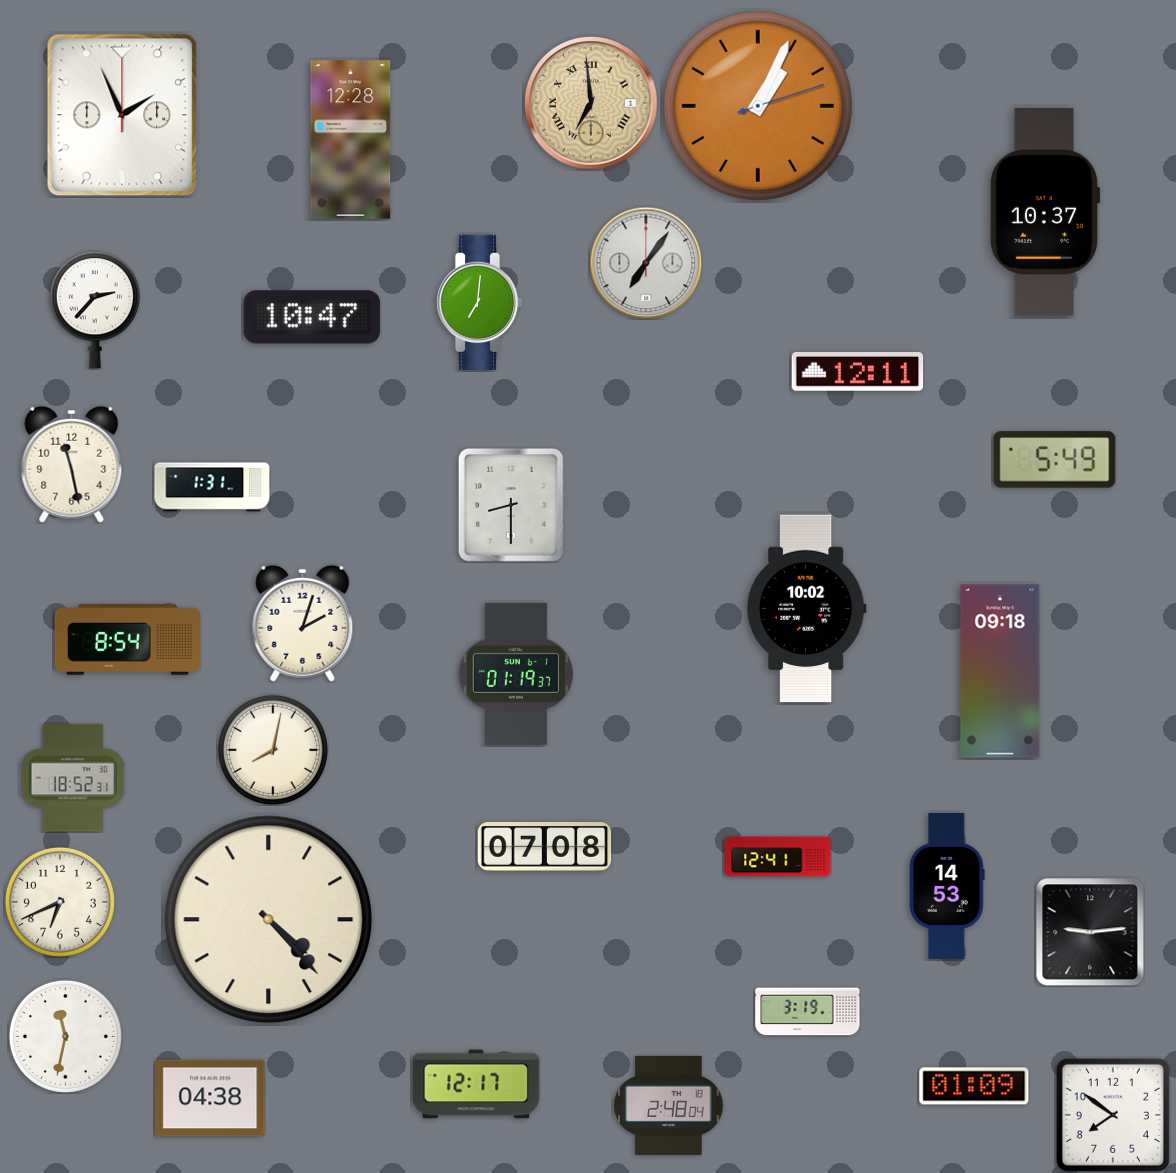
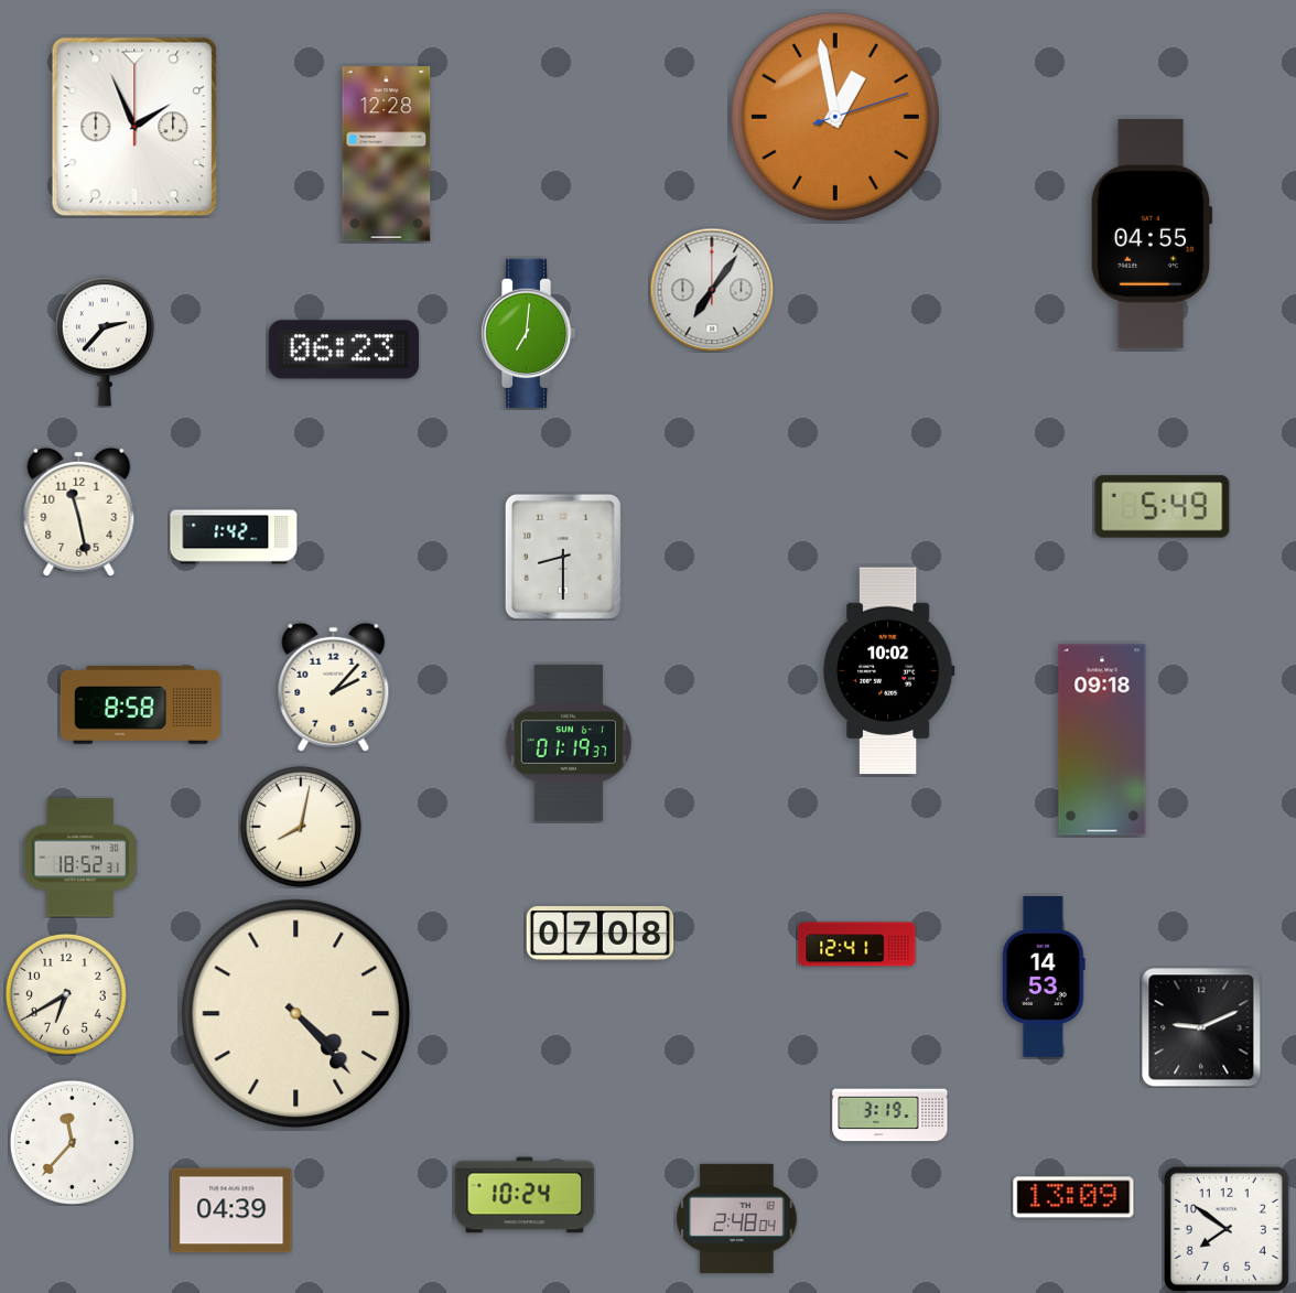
clock at (591, 103): 6:59 -> none
clock at (758, 106): 1:04 -> 12:58
clock at (1045, 212): 10:37 -> 04:55
clock at (312, 317): 10:47 -> 06:23
clock at (858, 372): 12:11 -> none
clock at (212, 487): 1:31 -> 1:42
clock at (303, 623): 2:03 -> 2:07
clock at (127, 639): 8:54 -> 8:58
clock at (60, 902): 6:41 -> 6:40
clock at (1090, 932): 9:14 -> 9:11
clock at (65, 1036): 11:32 -> 11:37
clock at (476, 1084): 12:17 -> 10:24
clock at (974, 1086): 01:09 -> 13:09
clock at (210, 1098): 04:38 -> 04:39
